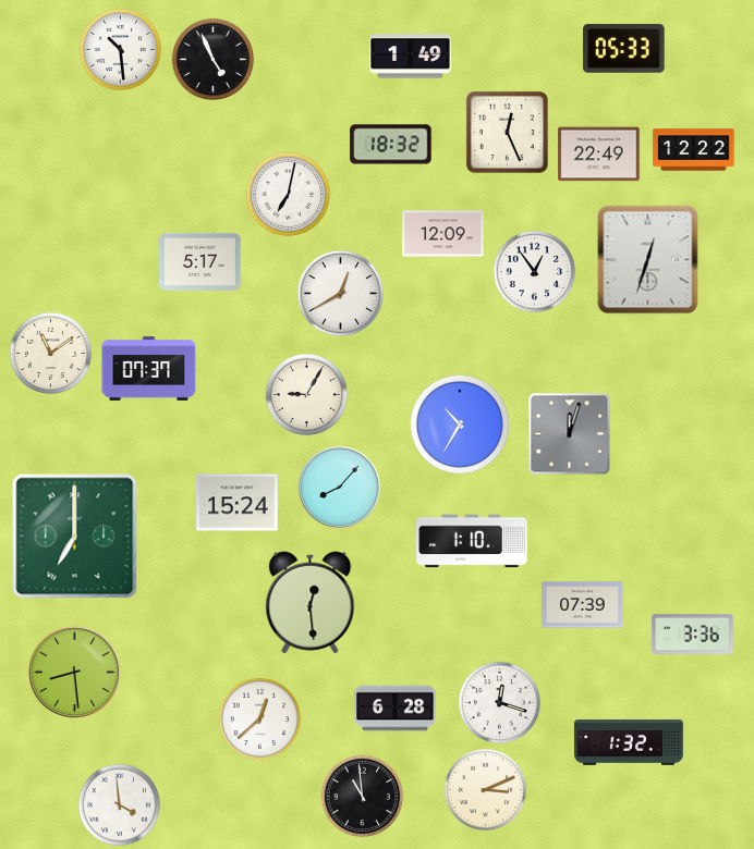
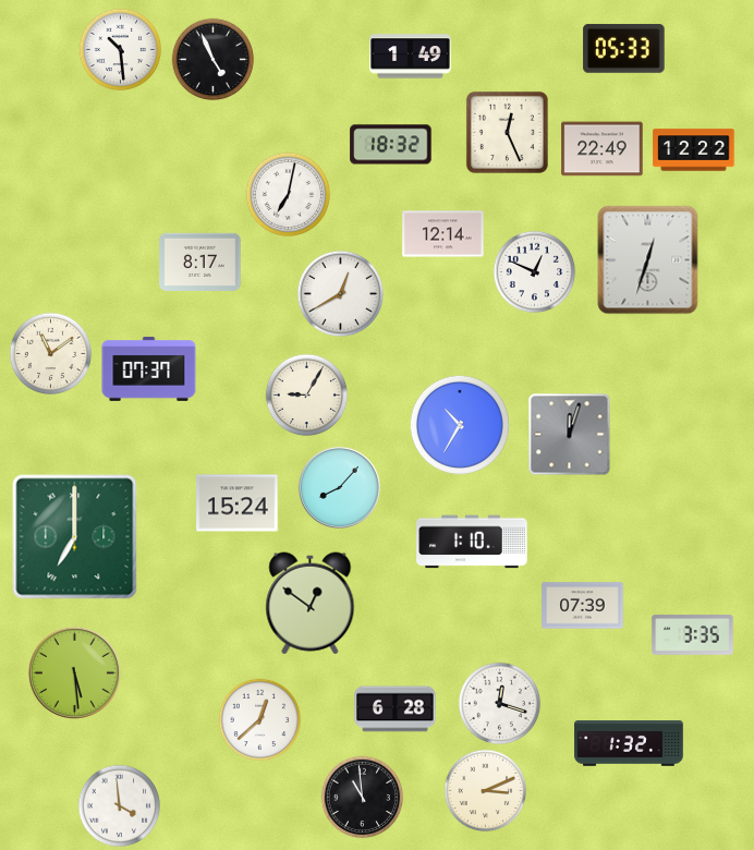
clock at (599, 155) position: (599, 155) -> (603, 149)
clock at (443, 234): 12:09 -> 12:14
clock at (200, 261): 5:17 -> 8:17
clock at (535, 272): 12:54 -> 12:49
clock at (311, 603): 12:29 -> 12:51
clock at (693, 635): 3:36 -> 3:35
clock at (74, 672): 8:29 -> 5:29
